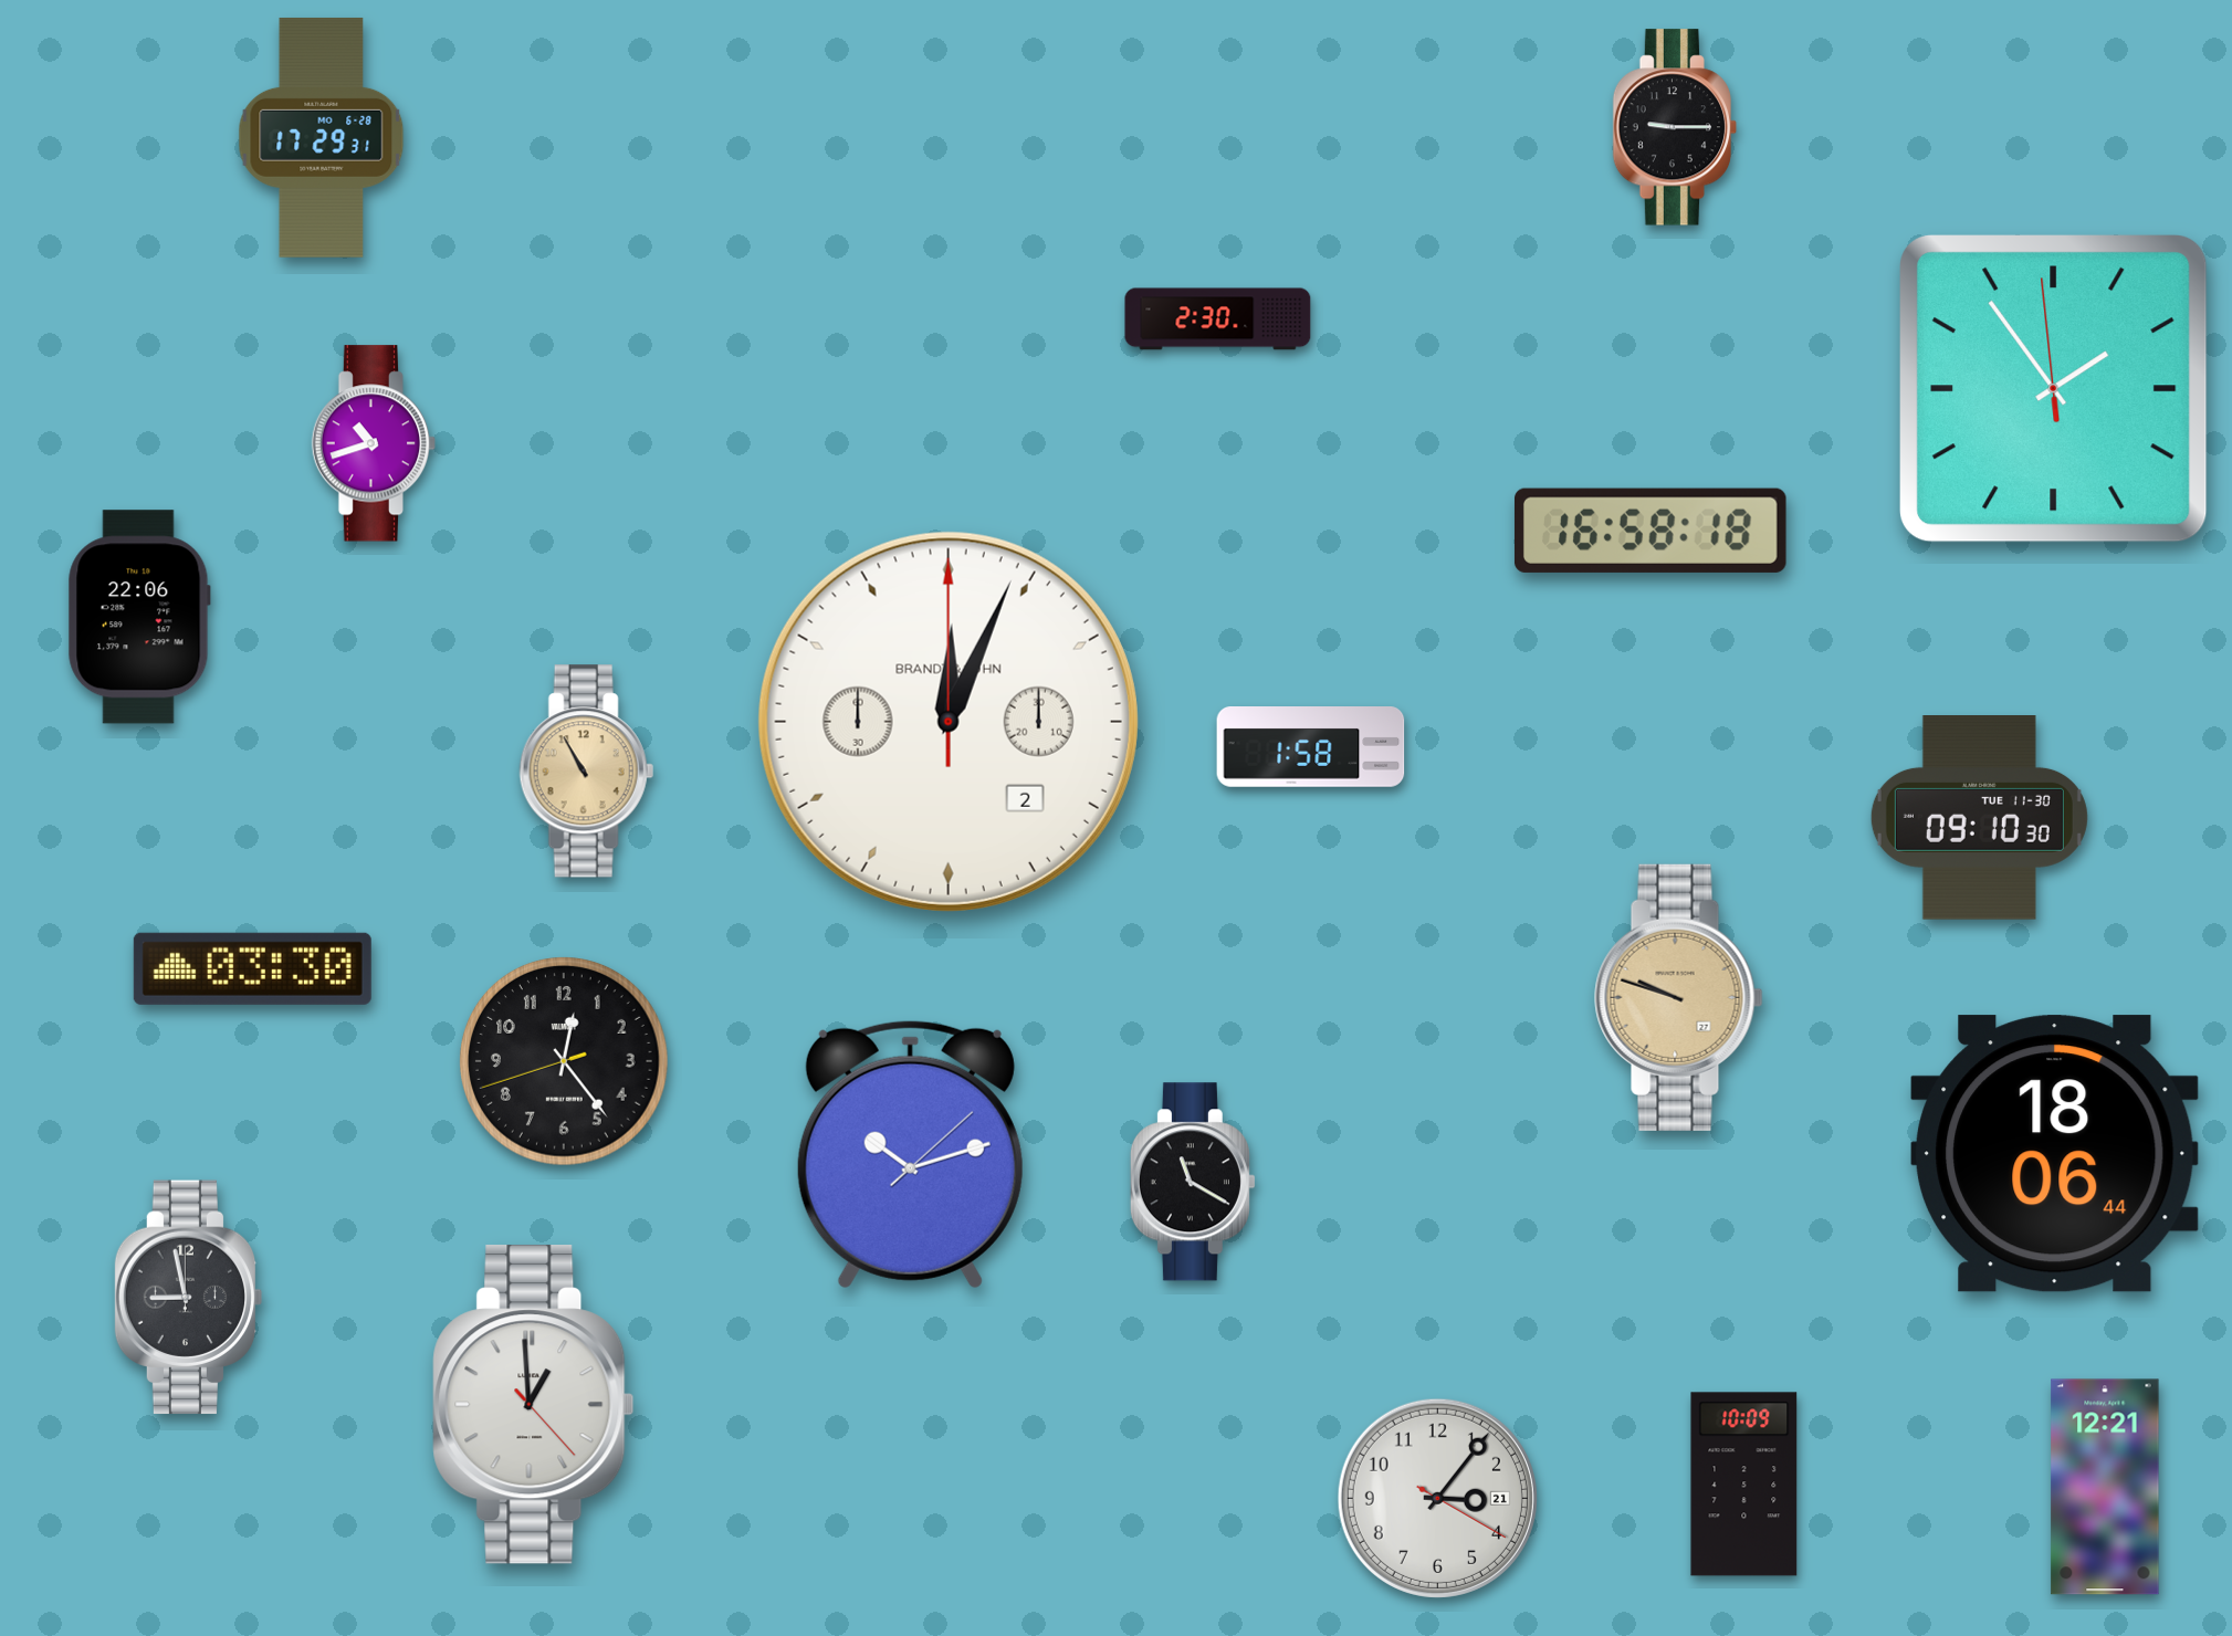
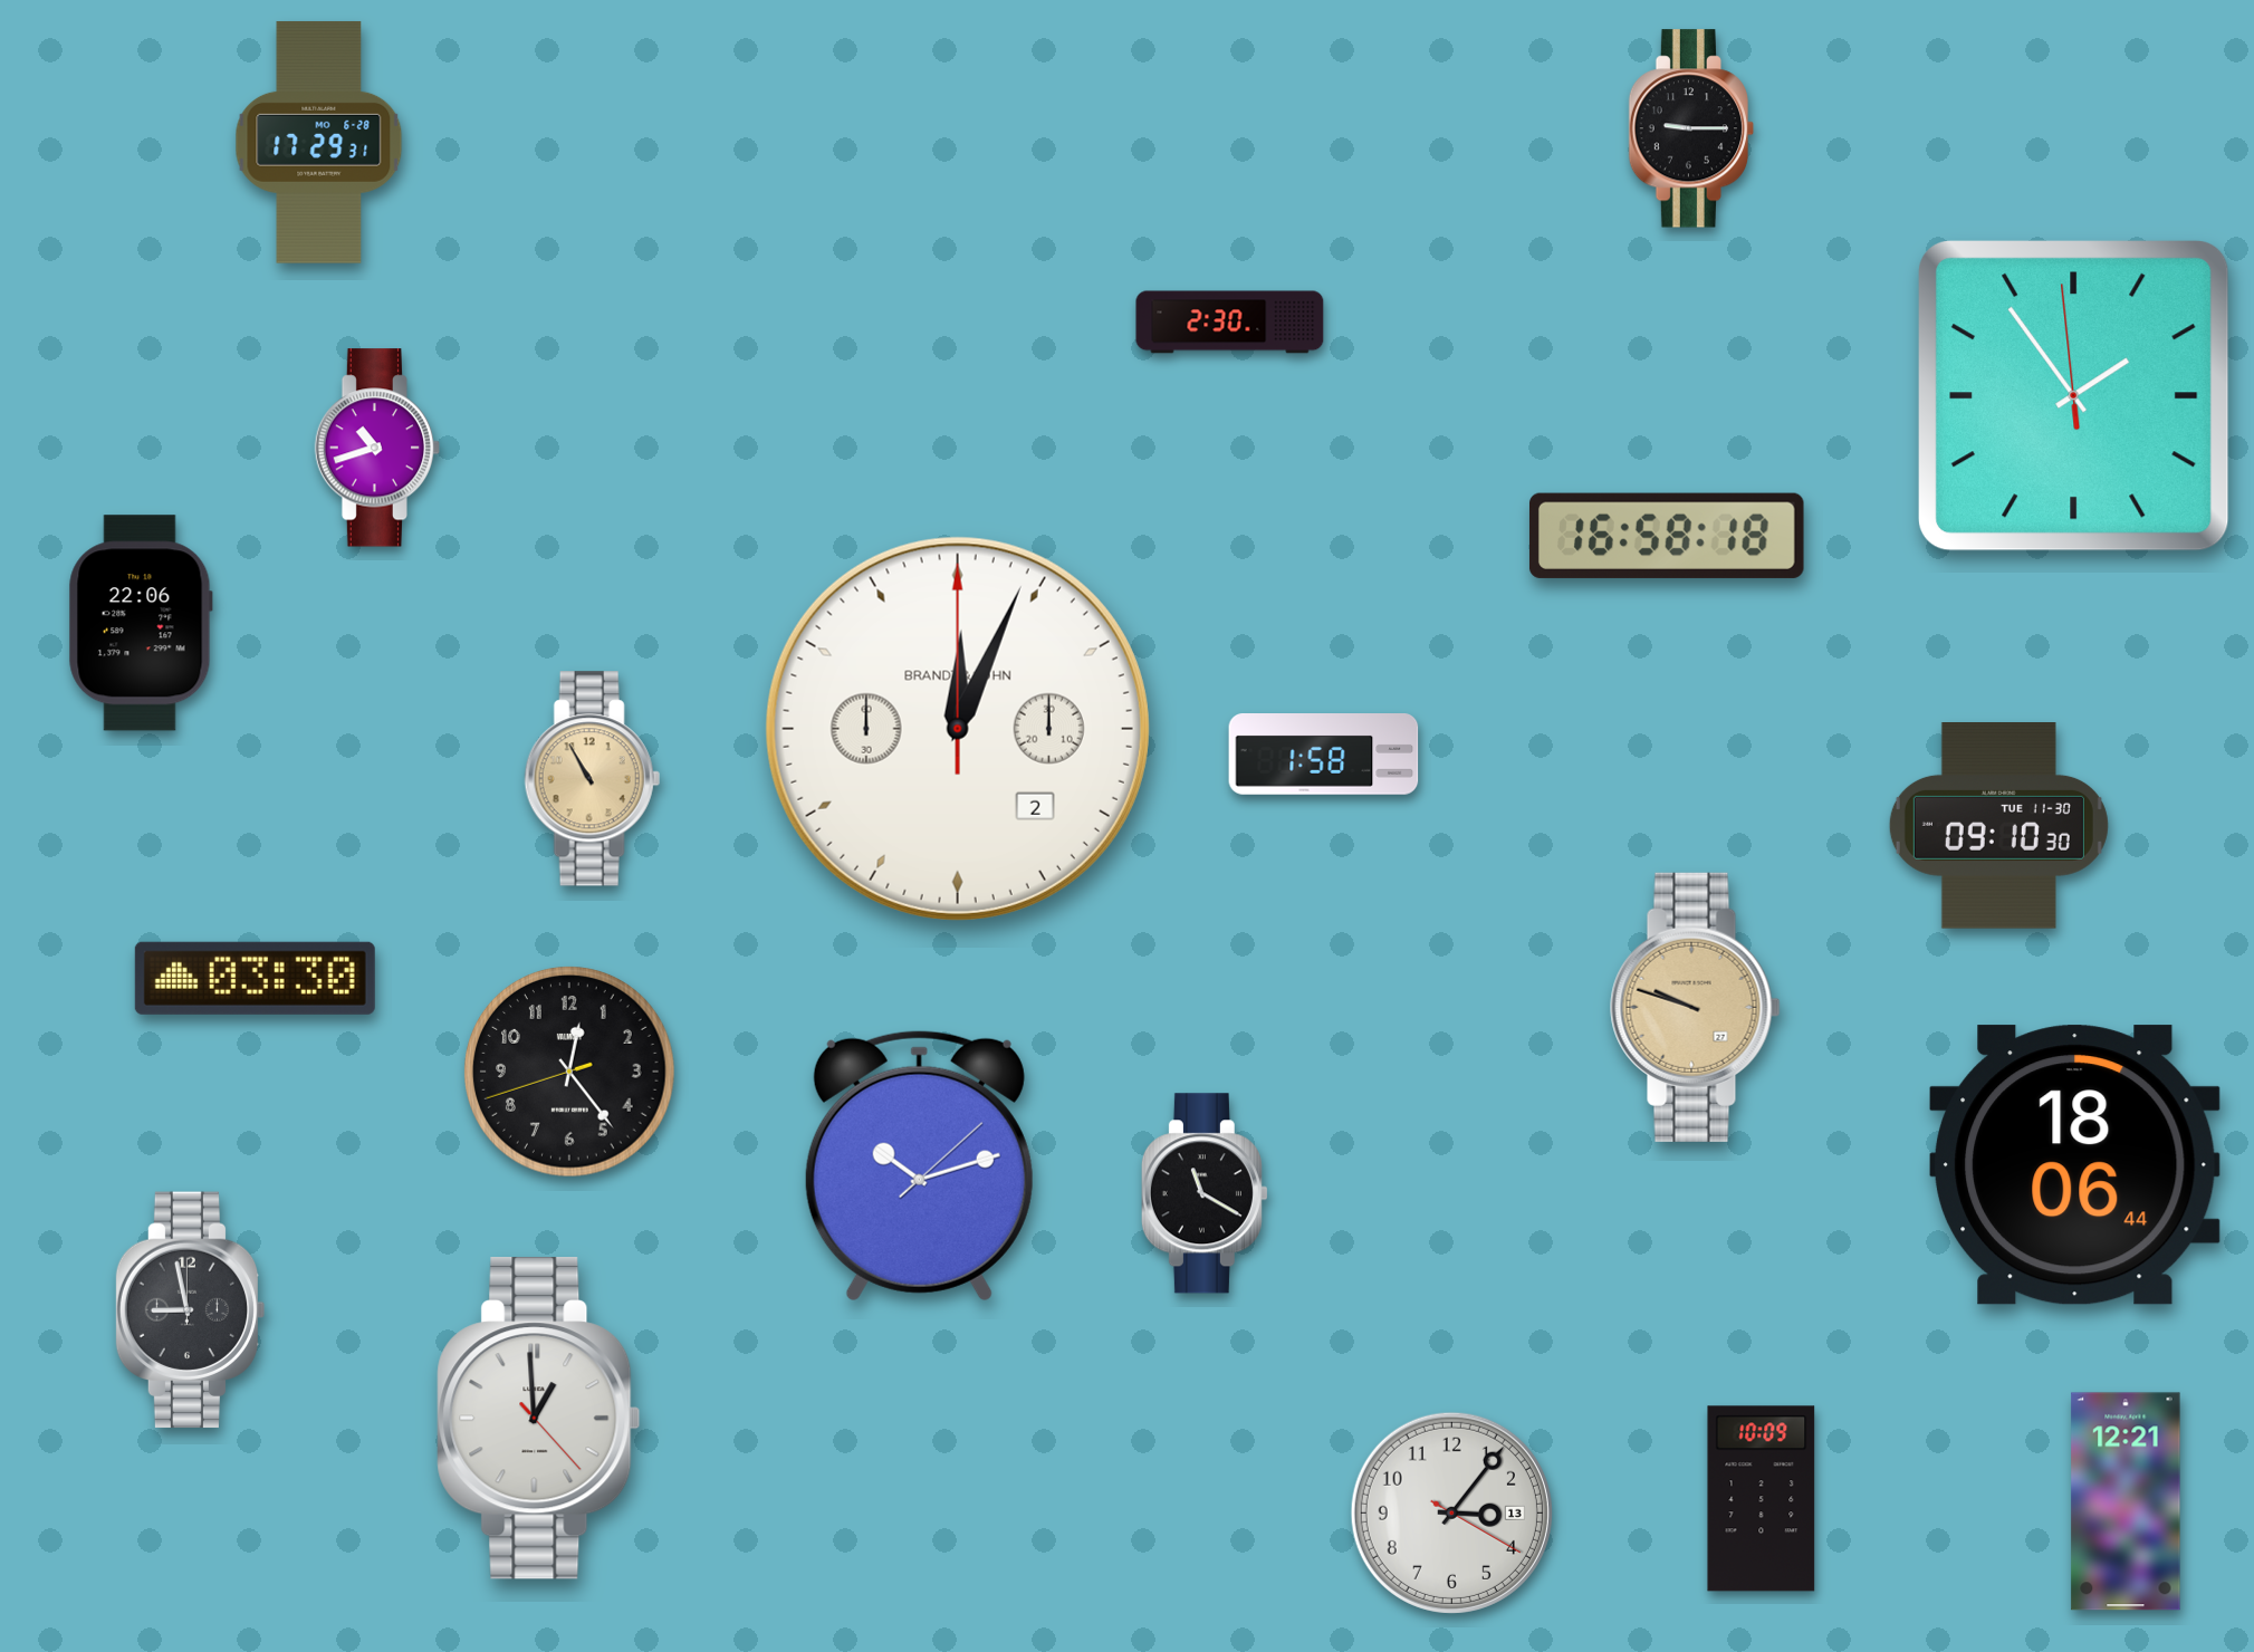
clock at (322, 137) position: (322, 137) -> (319, 142)
clock at (2054, 389) position: (2054, 389) -> (2074, 396)
clock at (1437, 1498) date: 21 -> 13
